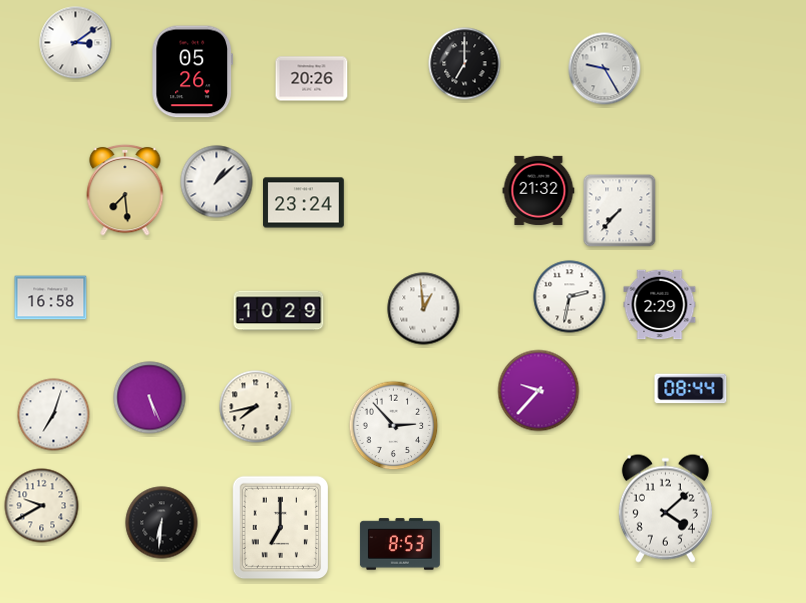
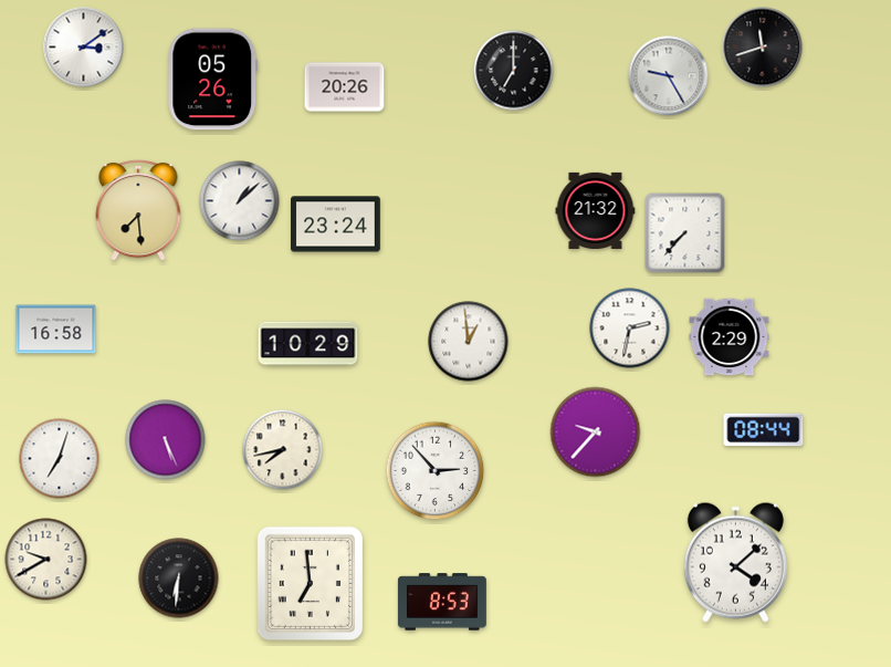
clock at (763, 48): none -> 11:42
clock at (281, 528): 7:00 -> 6:59
